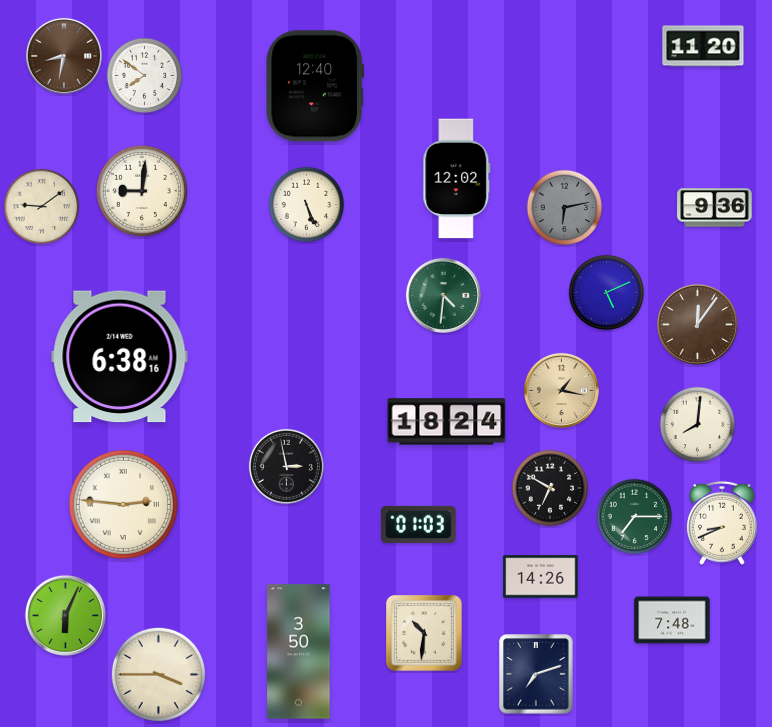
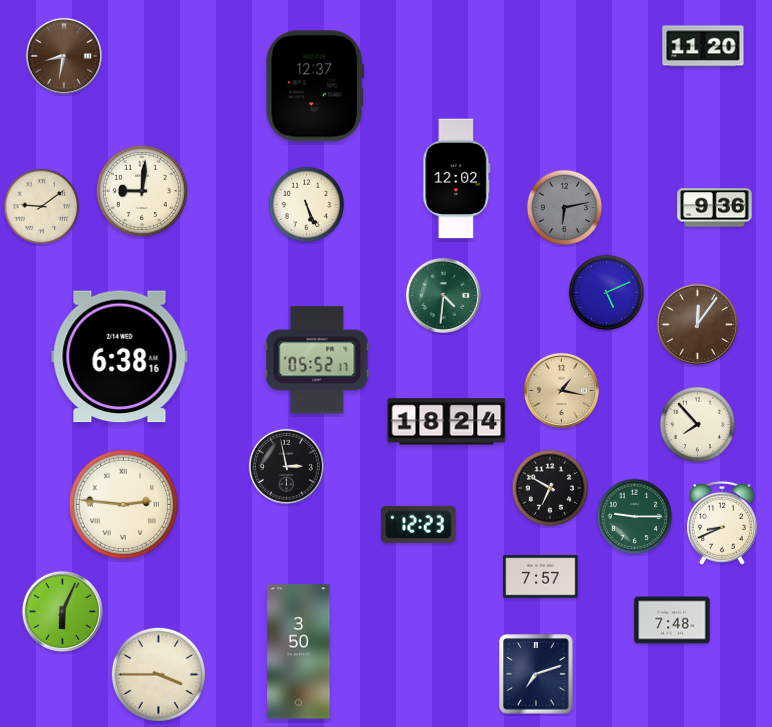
clock at (145, 76): 7:51 -> none
clock at (315, 86): 12:40 -> 12:37
clock at (317, 360): none -> 05:52
clock at (698, 425): 8:01 -> 7:53
clock at (635, 517): 7:15 -> 9:15
clock at (419, 524): 01:03 -> 12:23
clock at (541, 577): 14:26 -> 7:57
clock at (65, 615) position: (65, 615) -> (62, 611)
clock at (425, 634): 10:31 -> none
